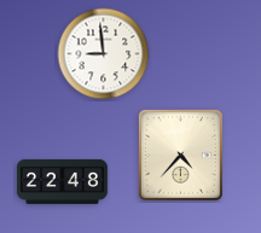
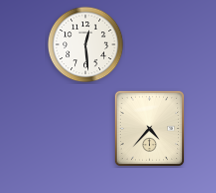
clock at (104, 54): 8:59 -> 12:29
clock at (62, 181): 22:48 -> none
